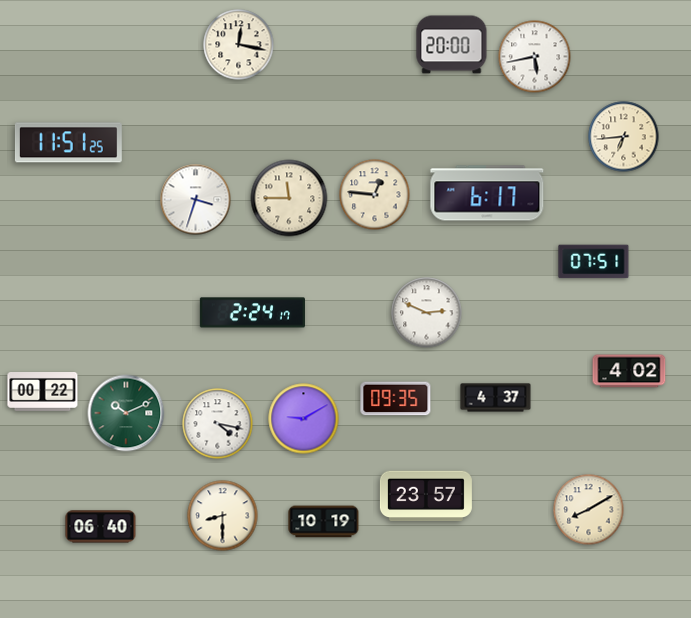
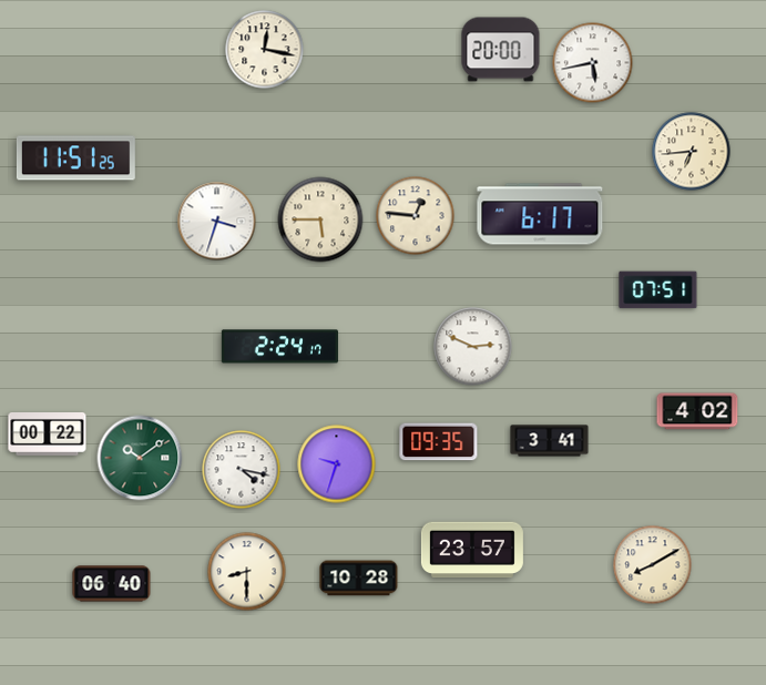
clock at (289, 198): 11:45 -> 5:45
clock at (496, 398): 4:37 -> 3:41
clock at (126, 413): 10:11 -> 10:09
clock at (304, 419): 9:10 -> 9:33
clock at (324, 522): 10:19 -> 10:28
